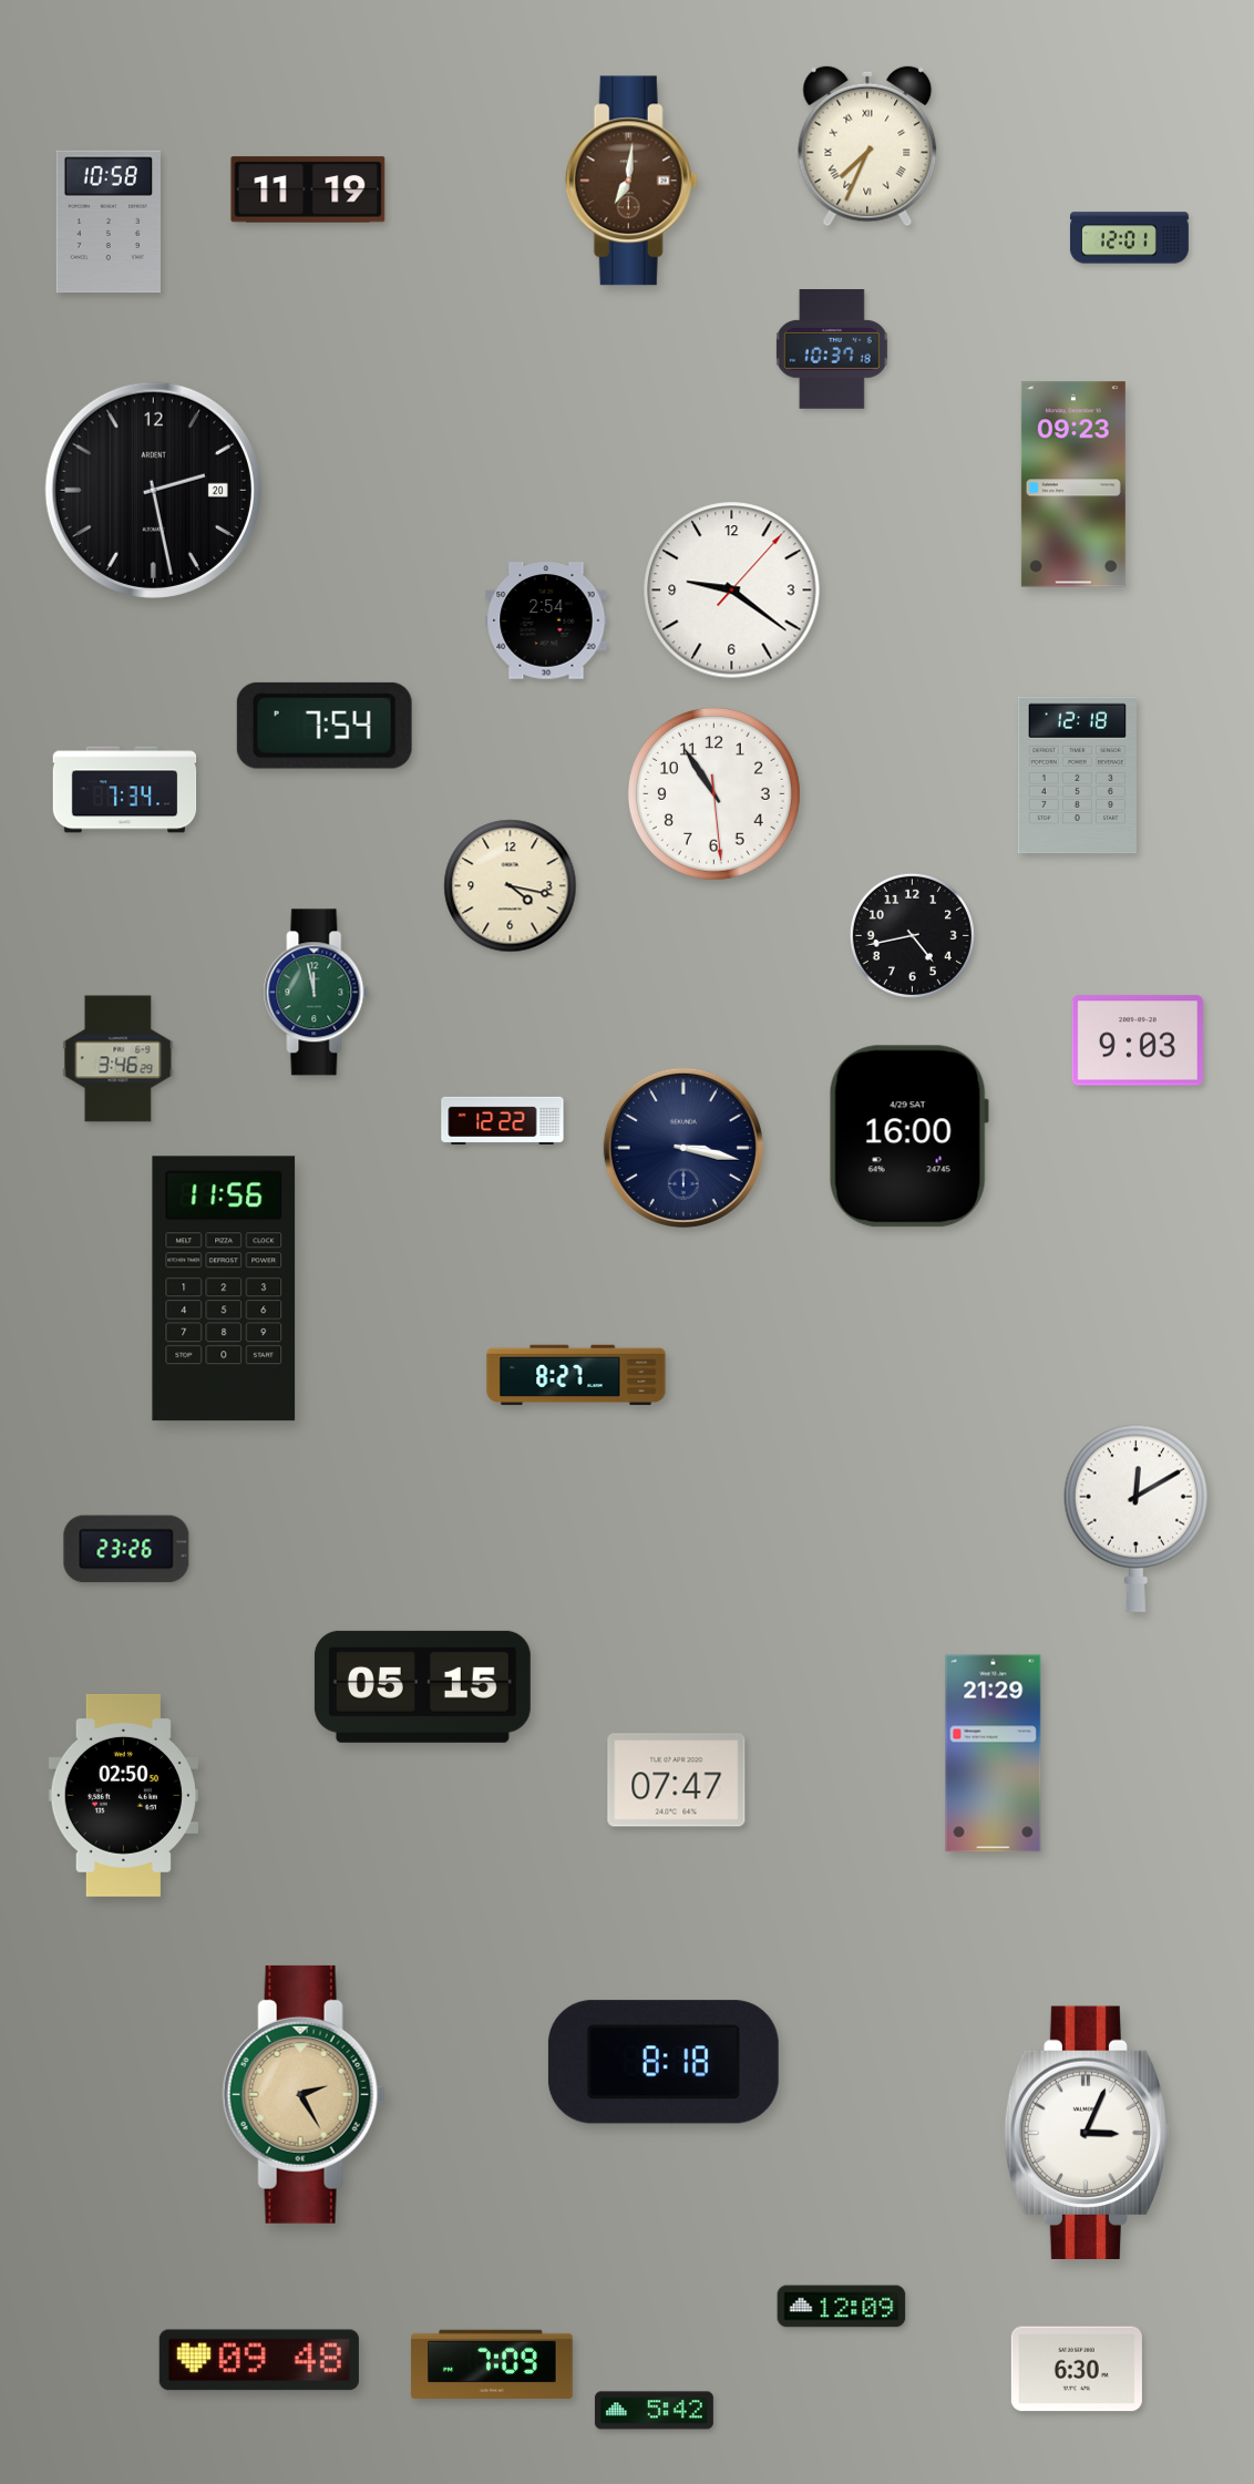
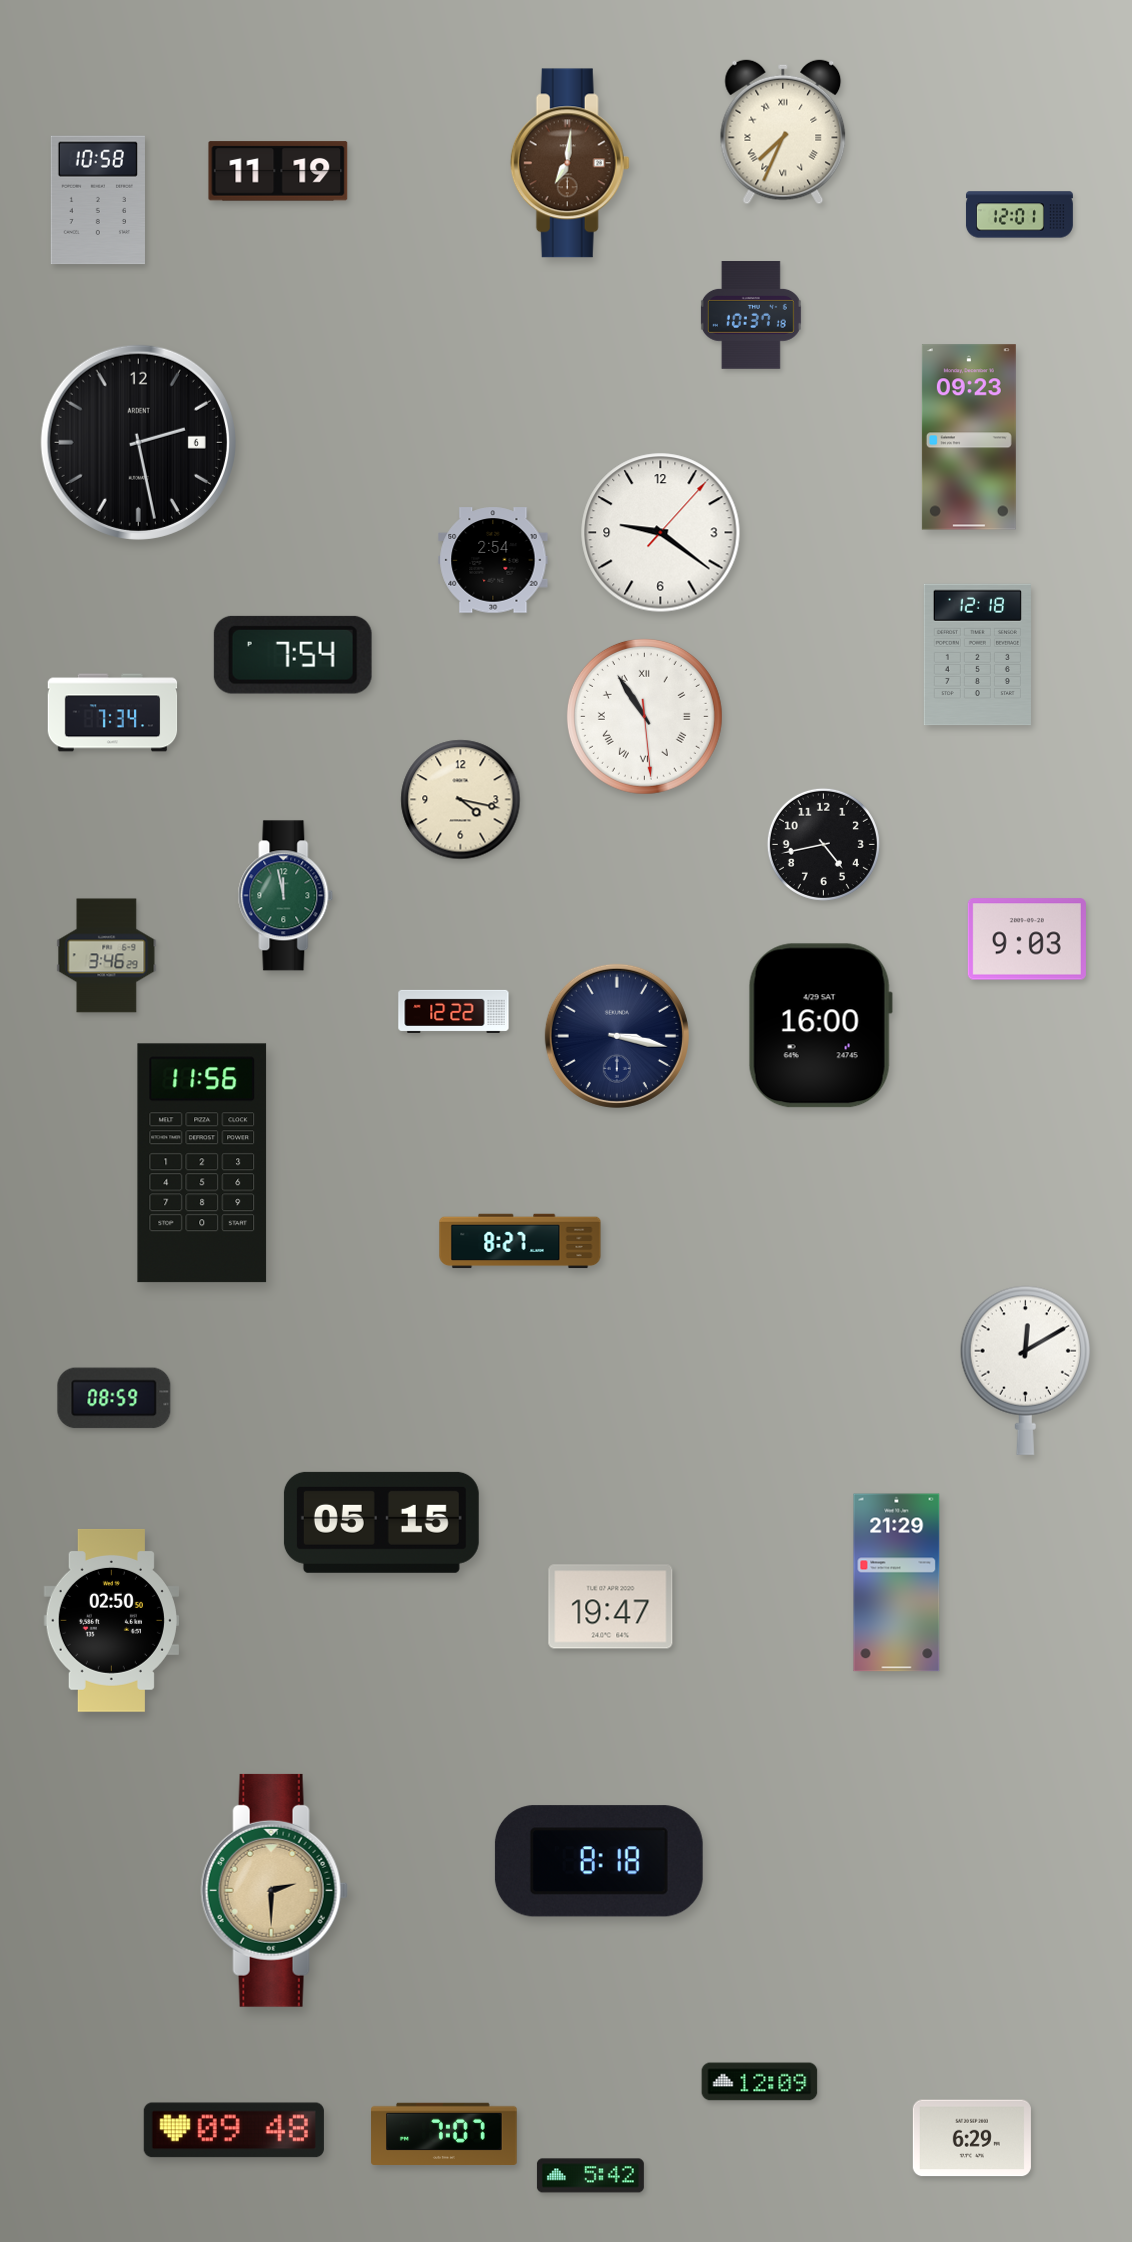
clock at (153, 490) date: 20 -> 6
clock at (1077, 776) position: (1077, 776) -> (977, 655)
clock at (713, 793) numerals: Arabic -> Roman
clock at (126, 1549): 23:26 -> 08:59
clock at (677, 1780): 07:47 -> 19:47
clock at (304, 2094): 2:25 -> 2:30
clock at (1087, 2132): 3:04 -> none
clock at (492, 2363): 7:09 -> 7:07
clock at (1077, 2369): 6:30 -> 6:29
